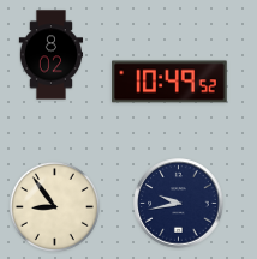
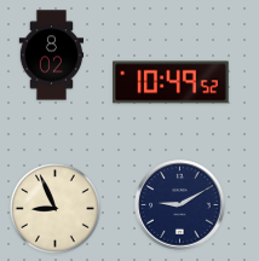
clock at (179, 204): 9:43 -> 9:10
clock at (54, 206): 8:54 -> 8:56
